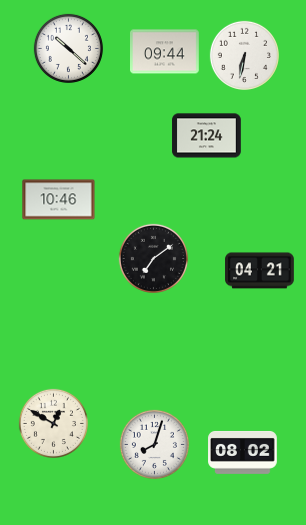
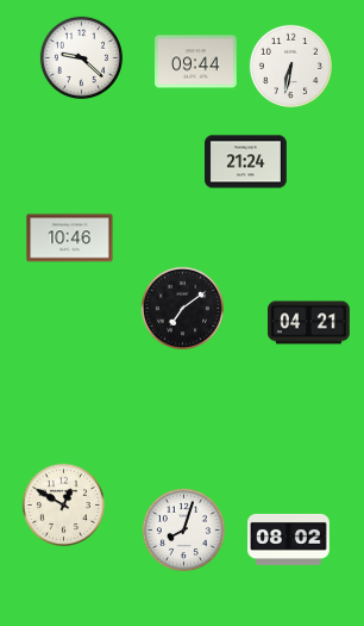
clock at (68, 48): 10:22 -> 9:22
